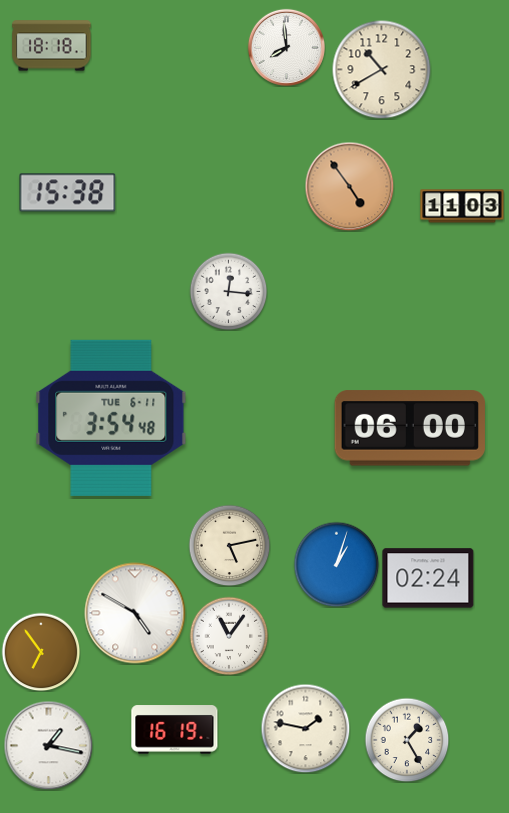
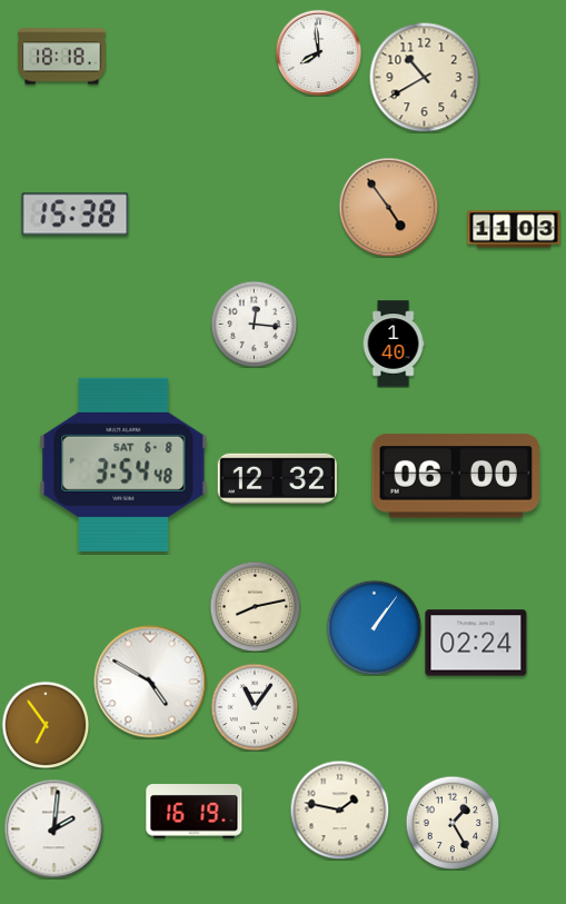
clock at (52, 46) position: (52, 46) -> (62, 57)
clock at (394, 344): none -> 1:40
clock at (111, 418) date: TUE 6-11 -> SAT 6-8
clock at (277, 478): none -> 12:32
clock at (229, 545): 5:13 -> 8:13
clock at (336, 564): 1:03 -> 1:06
clock at (48, 745): 1:17 -> 2:01
